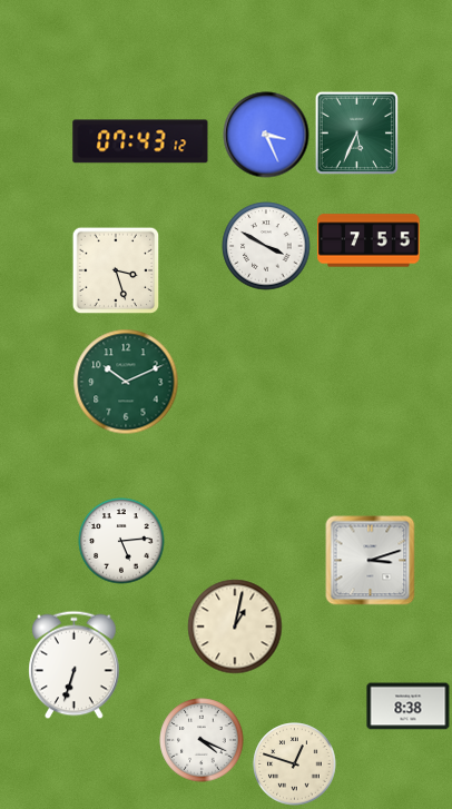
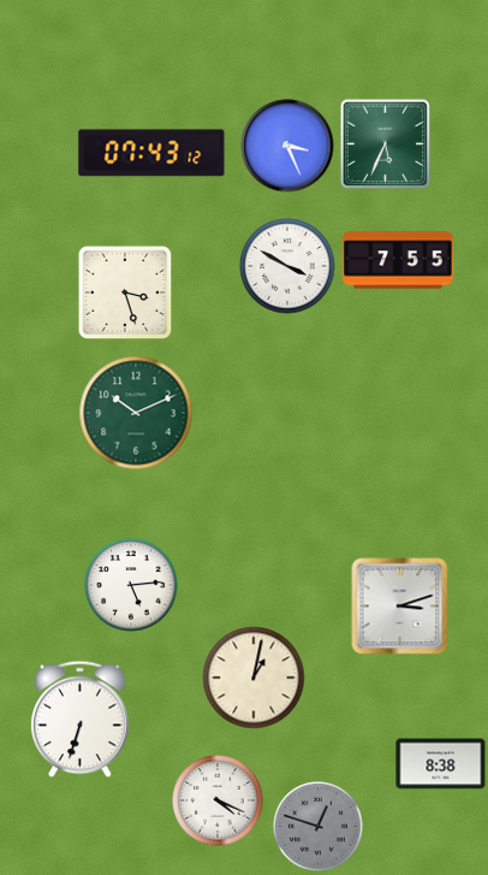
clock at (295, 764) dial: cream -> grey
